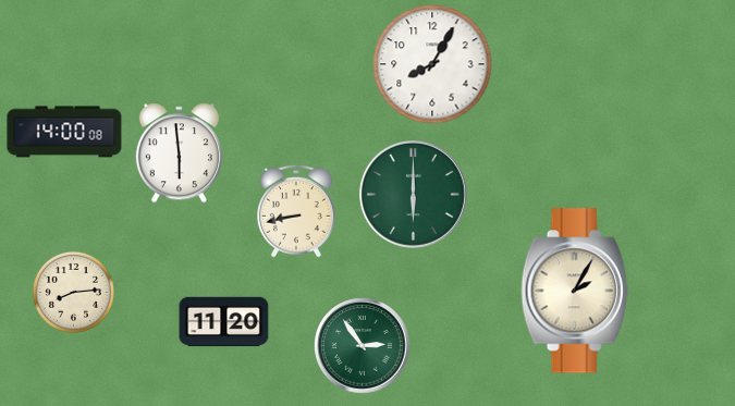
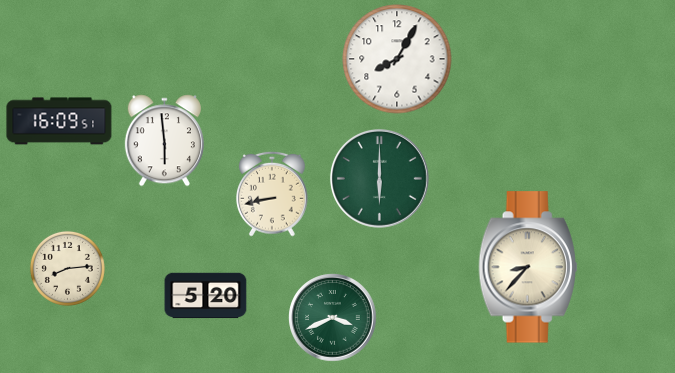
clock at (64, 132): 14:00 -> 16:09
clock at (575, 291): 2:05 -> 8:37
clock at (224, 322): 11:20 -> 5:20
clock at (363, 346): 2:54 -> 3:41
